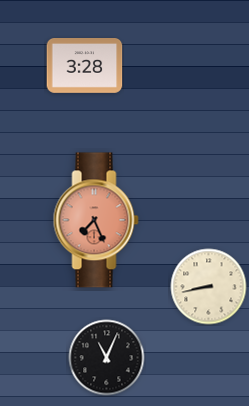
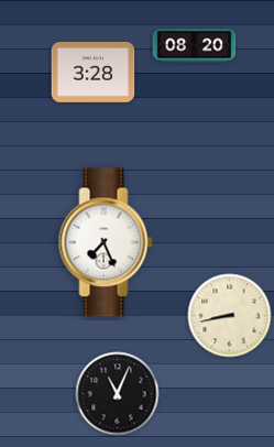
clock at (195, 46): none -> 08:20
clock at (96, 220) dial: salmon -> white
